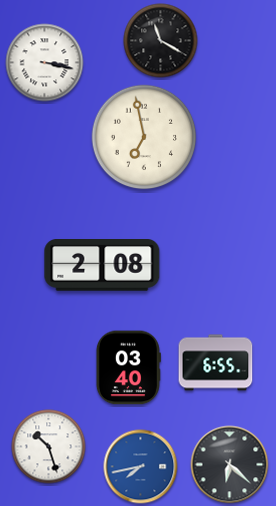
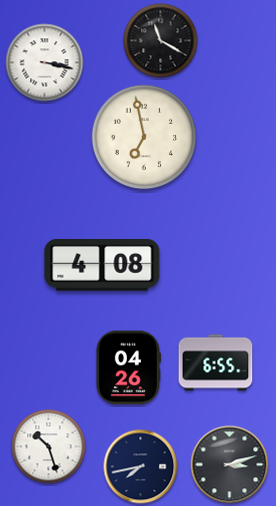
clock at (102, 266): 2:08 -> 4:08
clock at (128, 368): 03:40 -> 04:26
clock at (230, 465): 6:22 -> 3:12
clock at (141, 467) dial: blue -> navy
